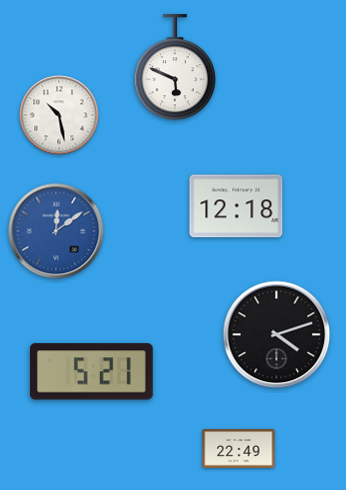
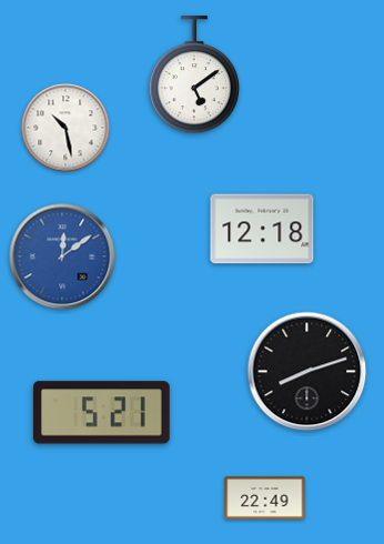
clock at (175, 68): 5:49 -> 5:09
clock at (277, 335): 4:12 -> 8:12
